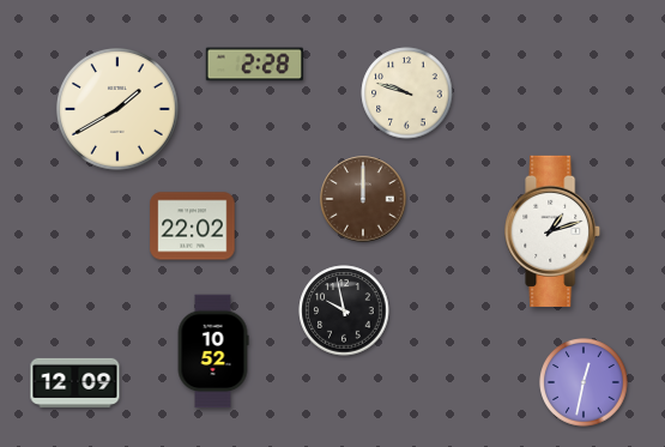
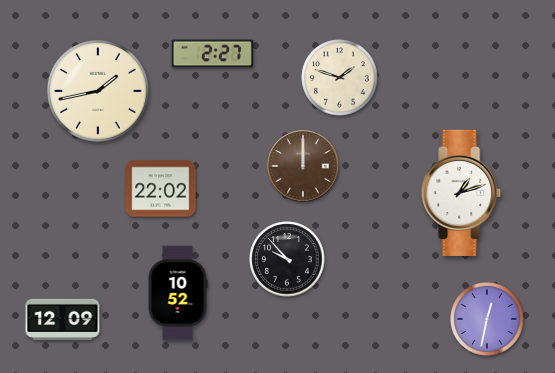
clock at (254, 65): 2:28 -> 2:27
clock at (407, 93): 9:48 -> 1:48
clock at (119, 110): 1:40 -> 1:43
clock at (344, 310): 9:58 -> 9:53
